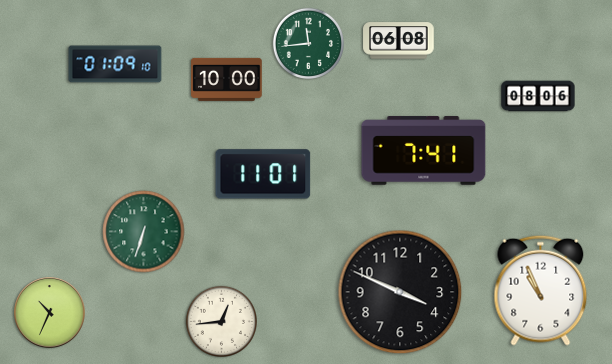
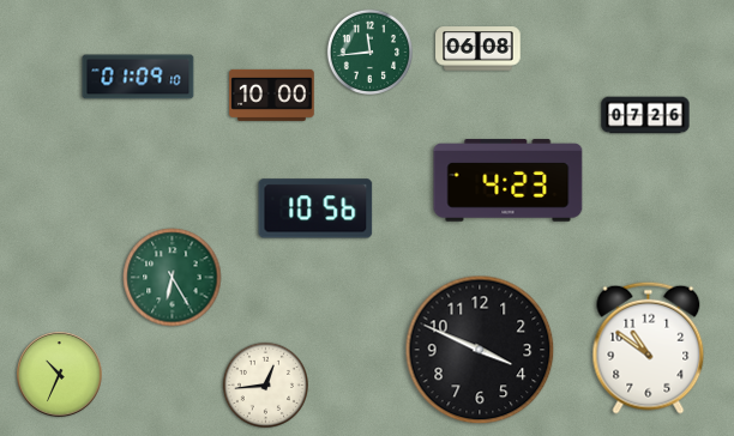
clock at (538, 96): 08:06 -> 07:26
clock at (424, 151): 7:41 -> 4:23
clock at (263, 174): 11:01 -> 10:56
clock at (144, 232): 6:33 -> 6:25
clock at (541, 290): 10:56 -> 10:51
